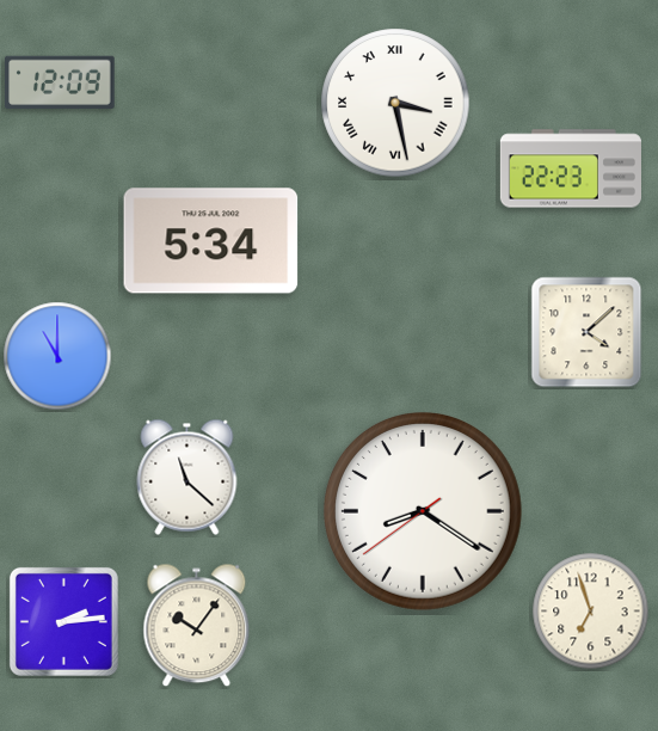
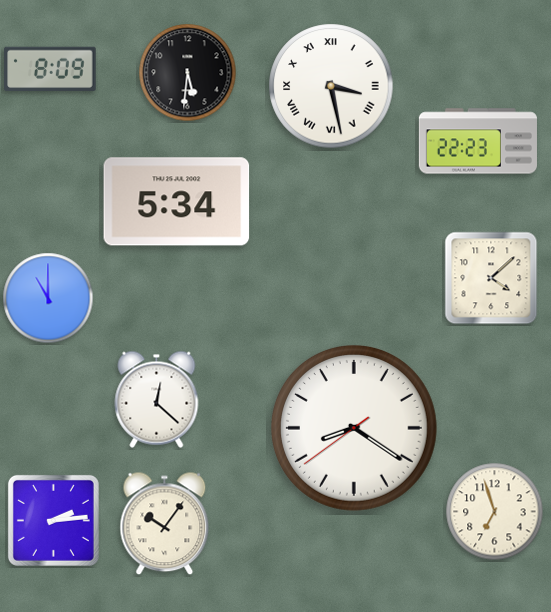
clock at (60, 81): 12:09 -> 8:09
clock at (188, 73): none -> 5:31
clock at (187, 477): 11:22 -> 12:22
